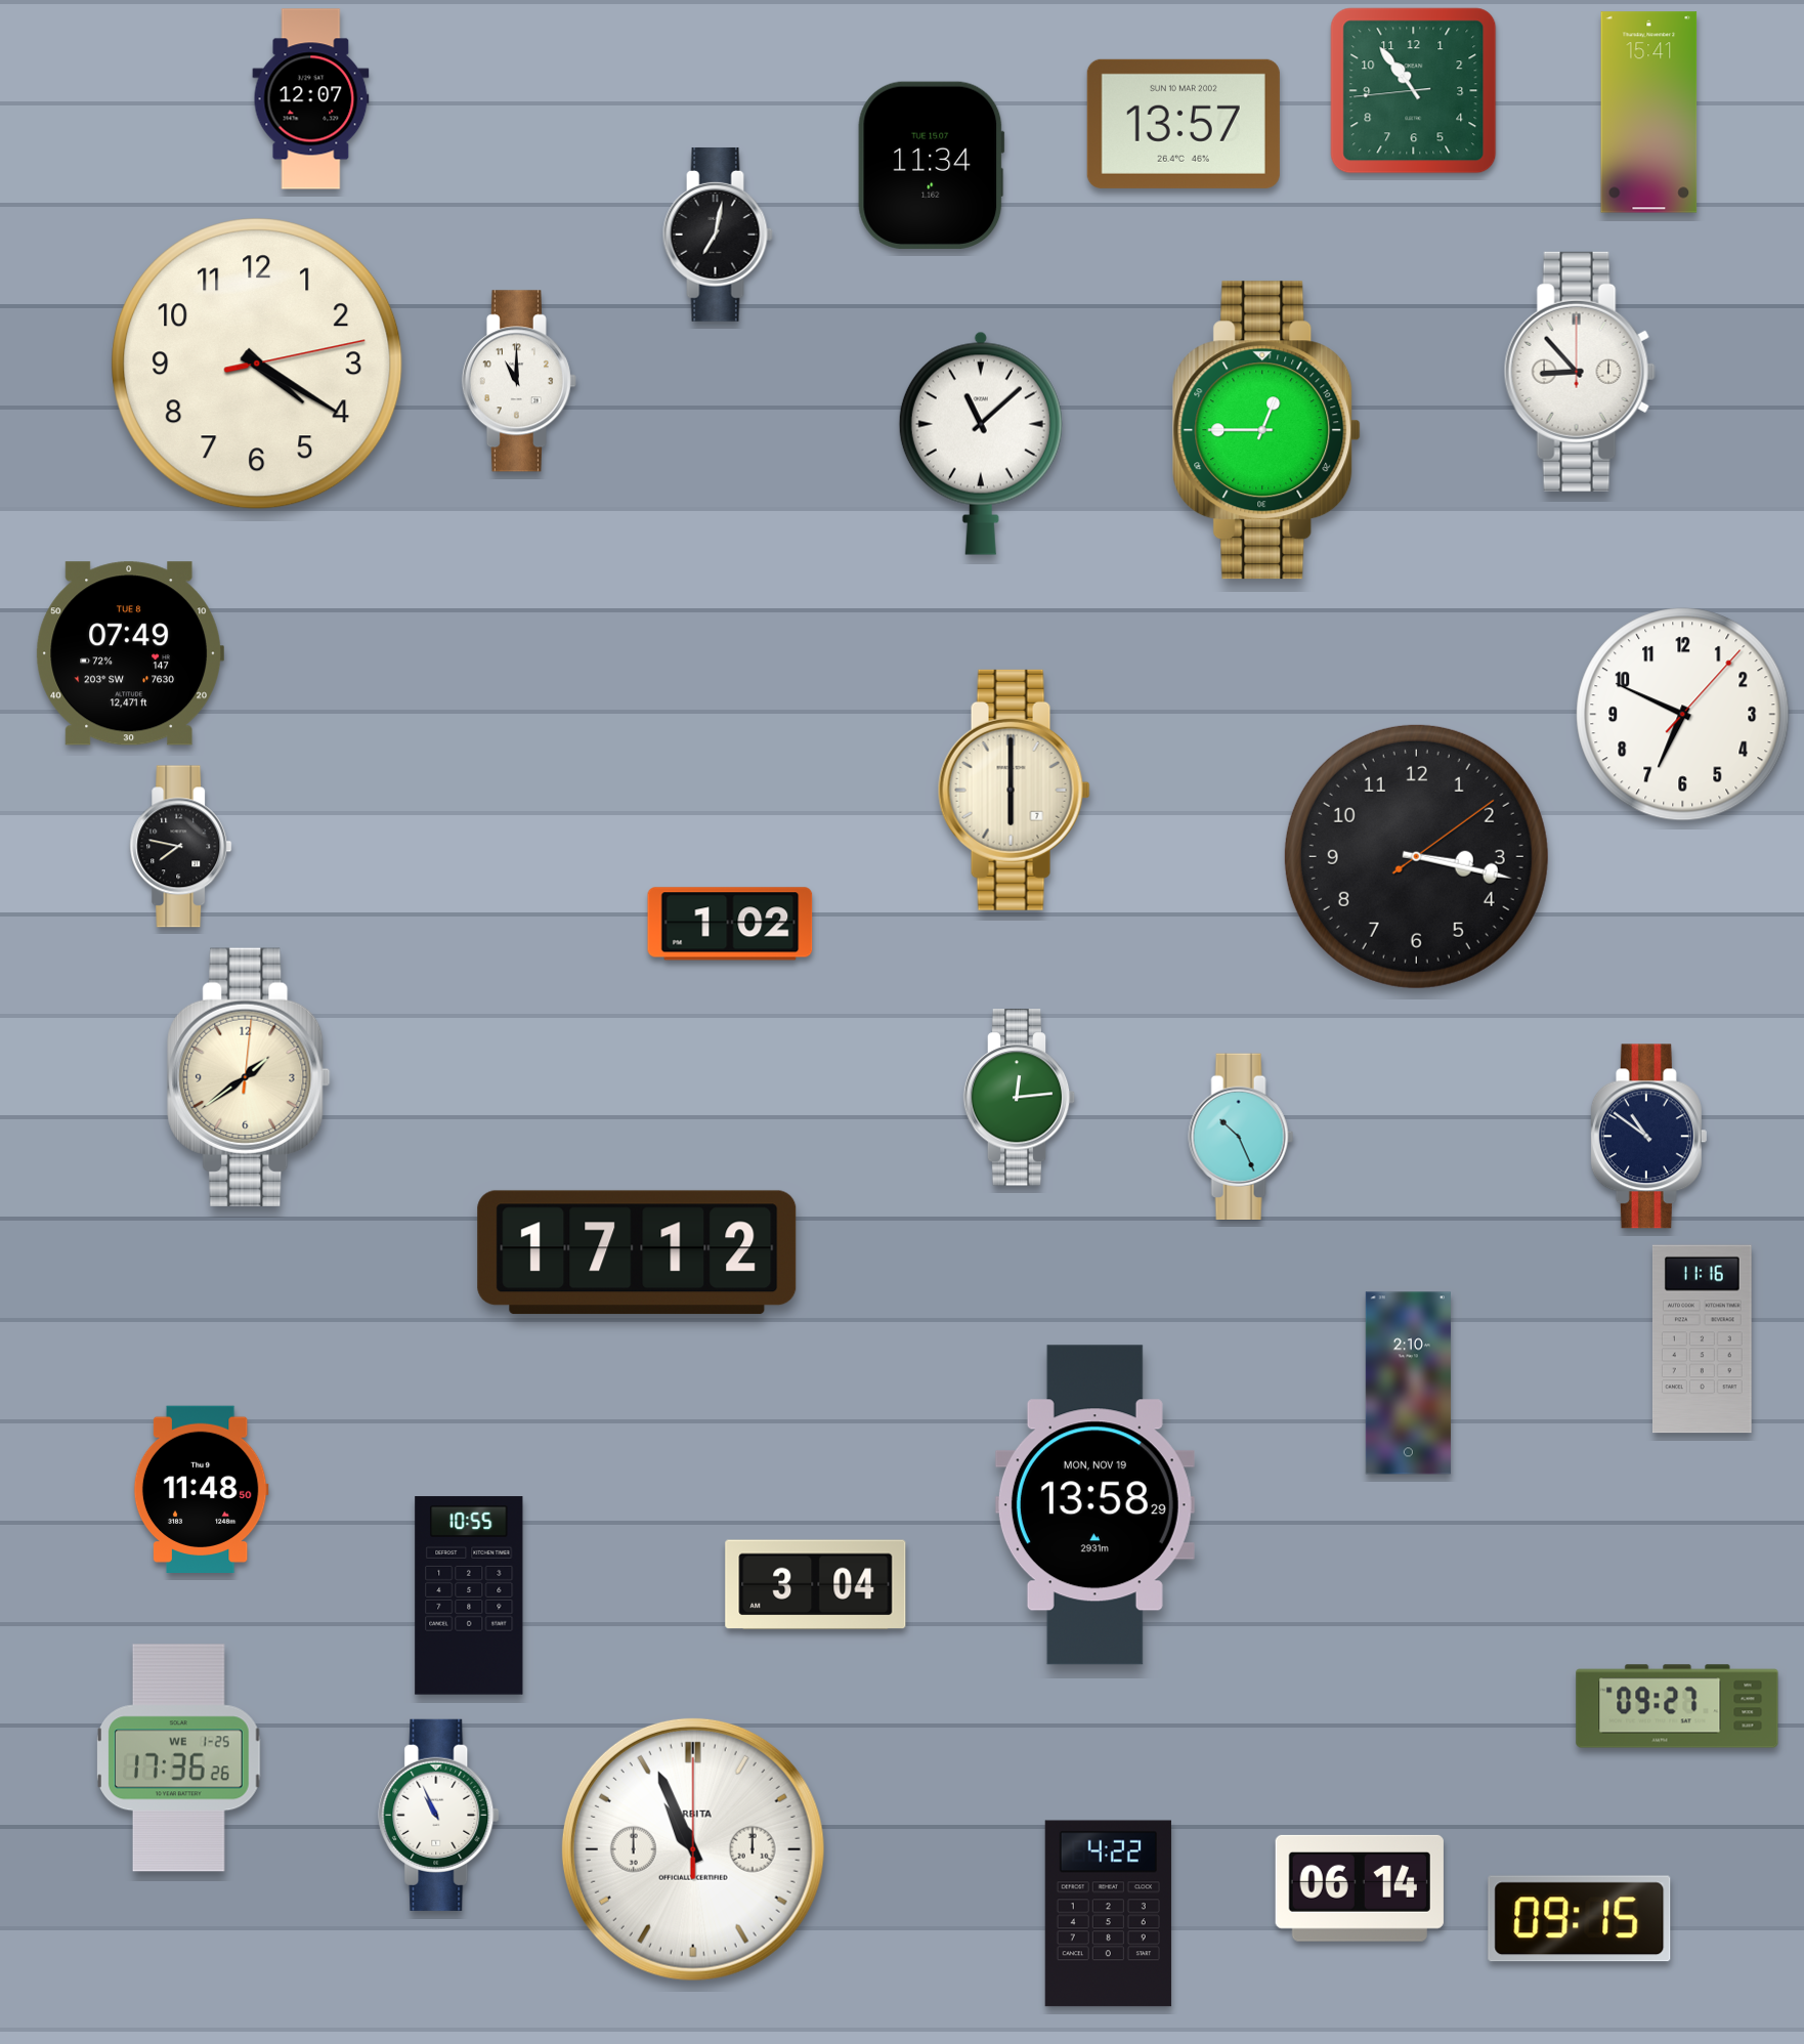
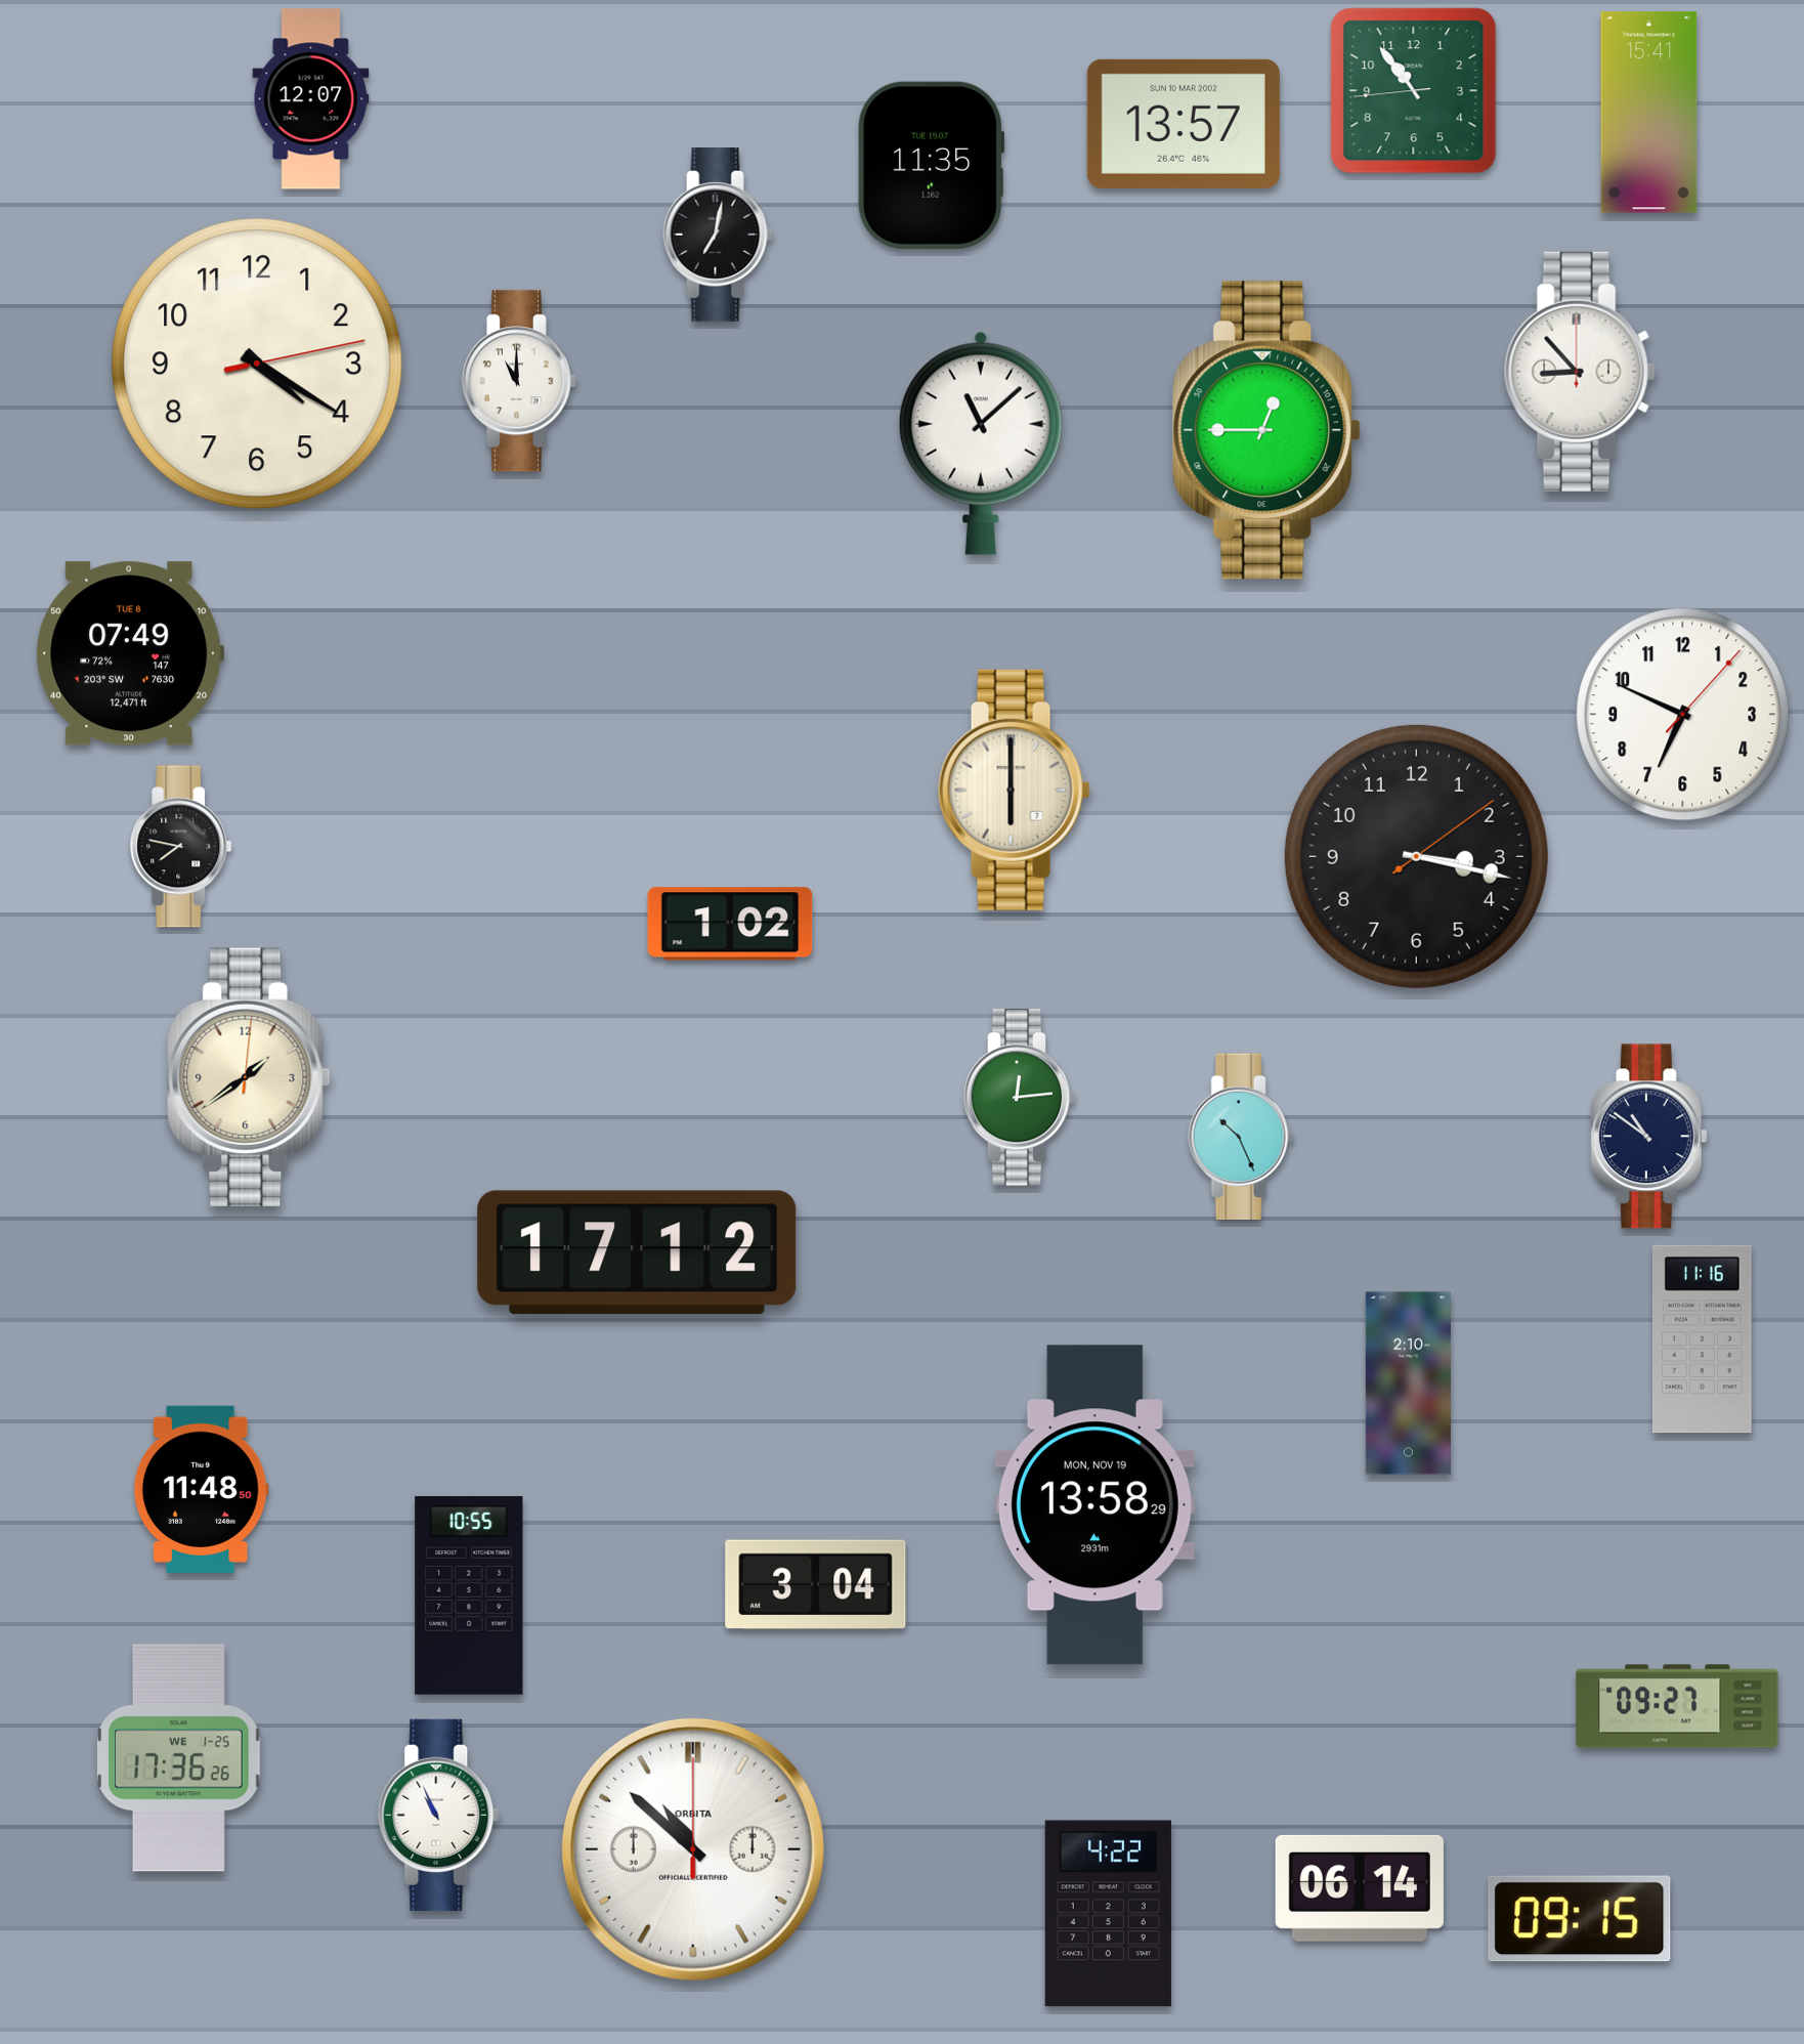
clock at (932, 165): 11:34 -> 11:35
clock at (693, 1849): 10:56 -> 10:52
